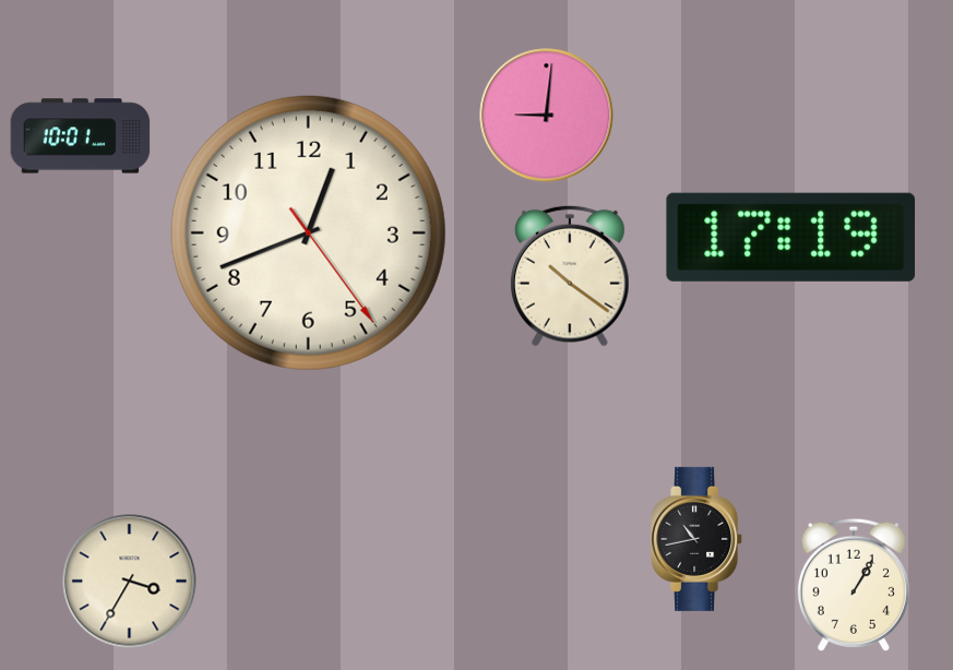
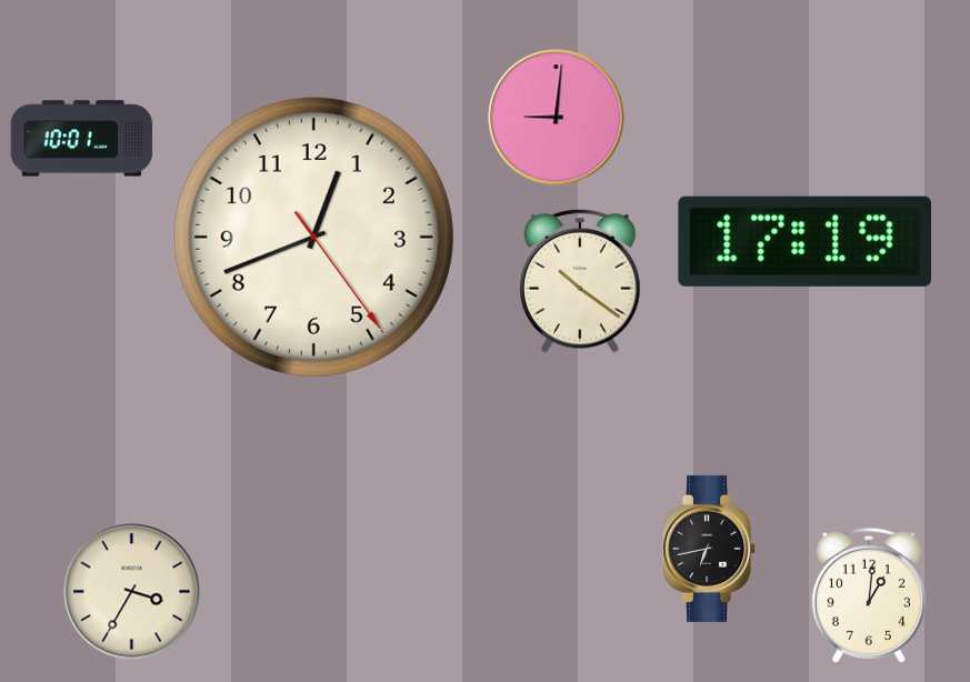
clock at (698, 539): 10:43 -> 6:43
clock at (854, 585): 1:05 -> 1:01
